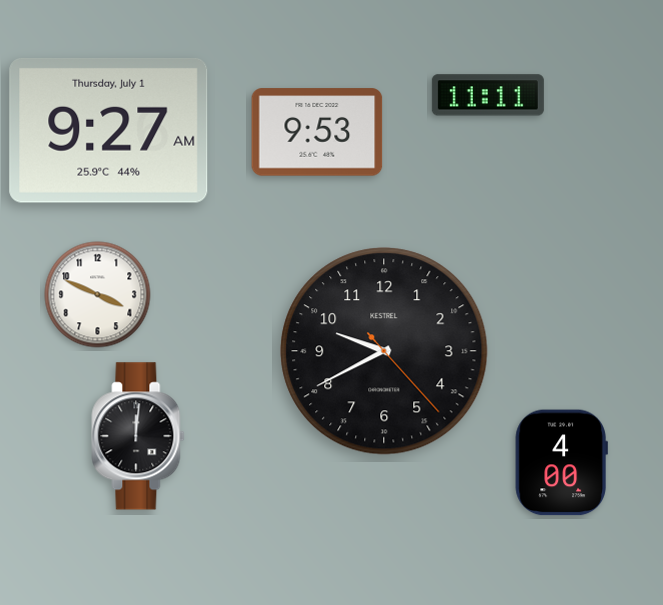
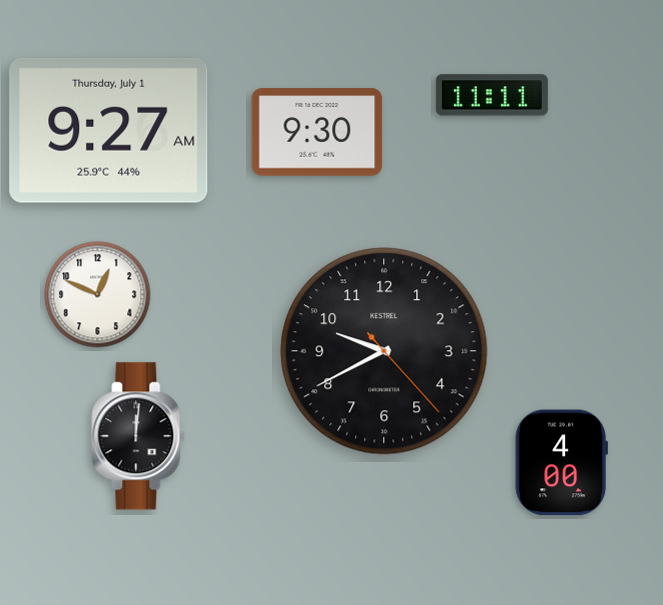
clock at (488, 95) position: (488, 95) -> (492, 95)
clock at (317, 132): 9:53 -> 9:30
clock at (98, 295): 3:49 -> 12:49
